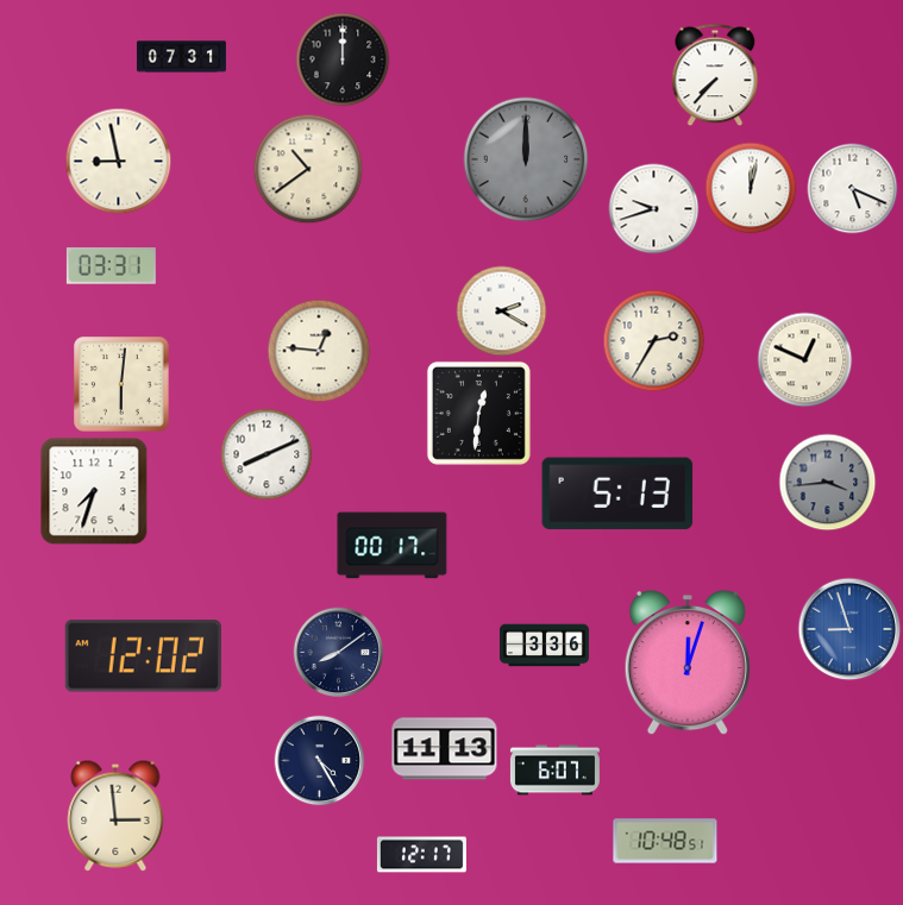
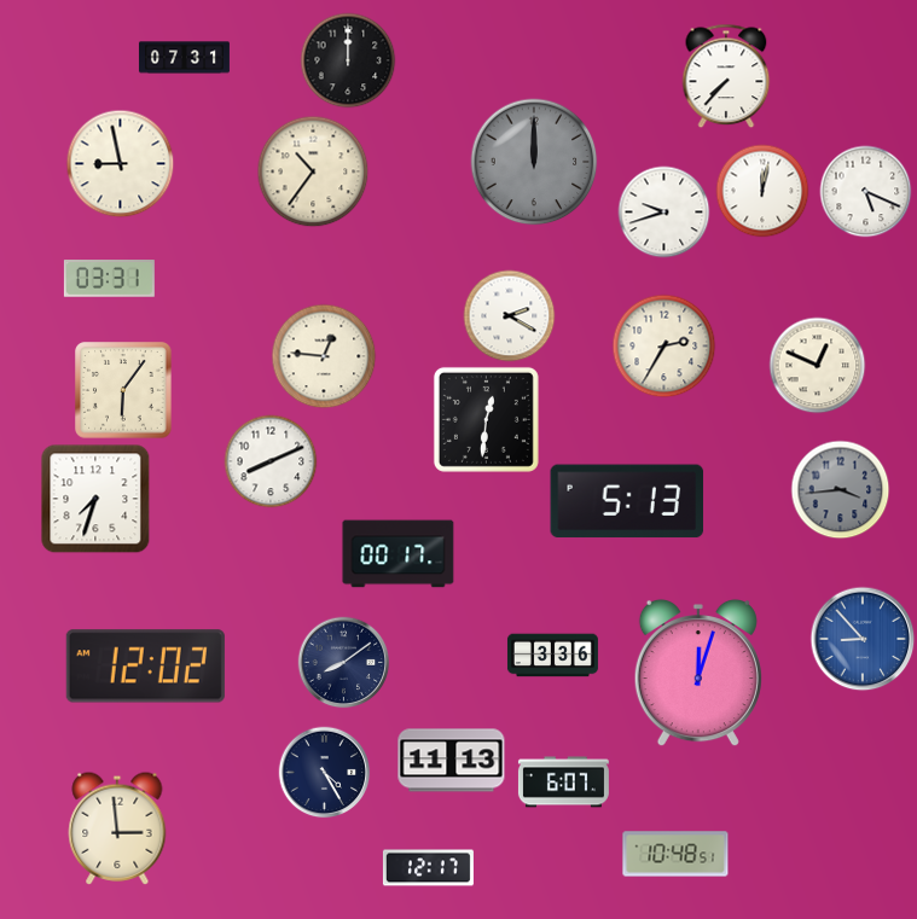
clock at (308, 169): 10:39 -> 10:36
clock at (111, 266) position: (111, 266) -> (109, 279)
clock at (121, 384): 6:01 -> 6:06
clock at (849, 629): 8:57 -> 8:53
